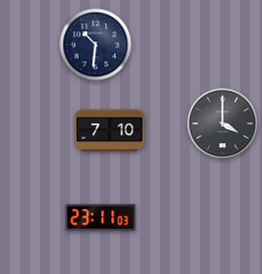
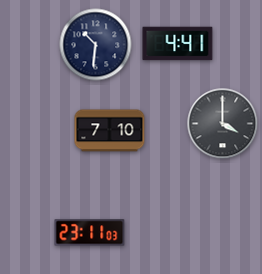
clock at (178, 44): none -> 4:41
clock at (101, 218) position: (101, 218) -> (90, 233)
